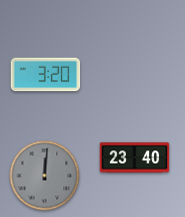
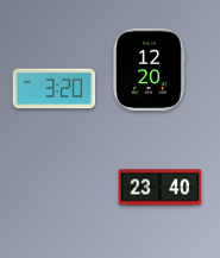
clock at (149, 70): none -> 12:20
clock at (45, 176): 12:01 -> none
